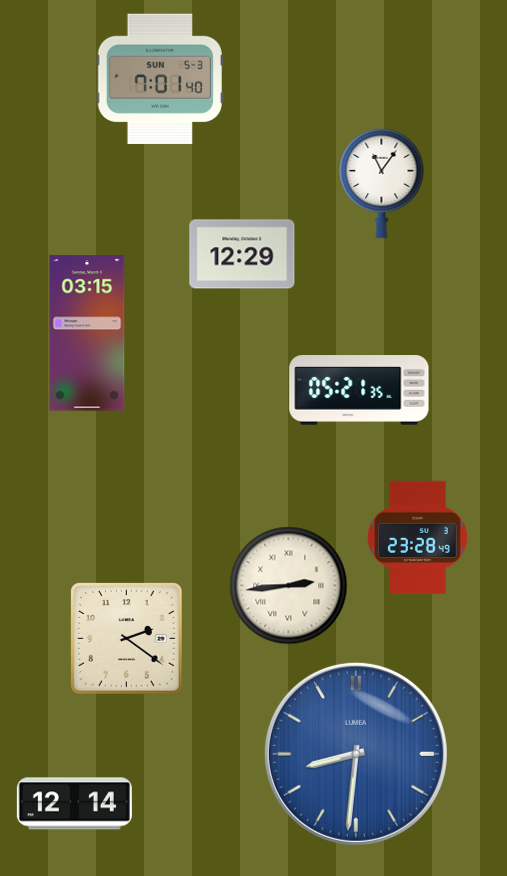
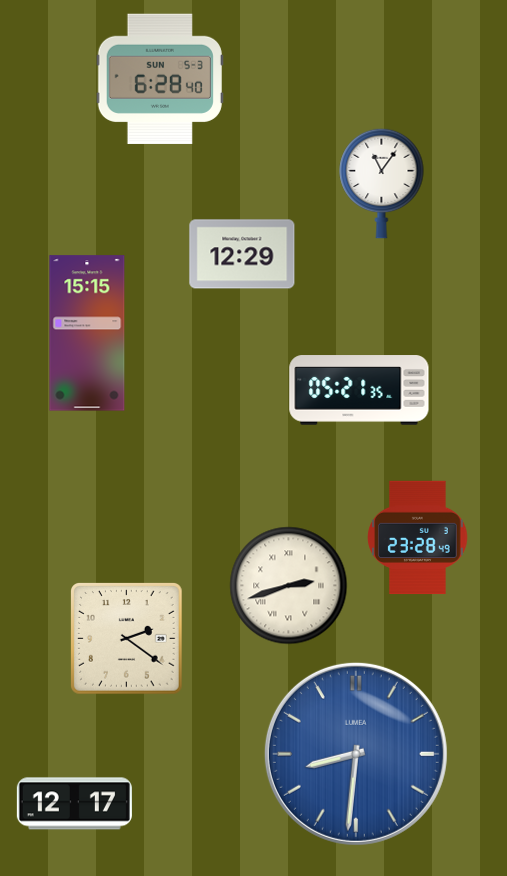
clock at (160, 78): 7:01 -> 6:28
clock at (87, 333): 03:15 -> 15:15
clock at (289, 586): 2:44 -> 2:42
clock at (74, 804): 12:14 -> 12:17
